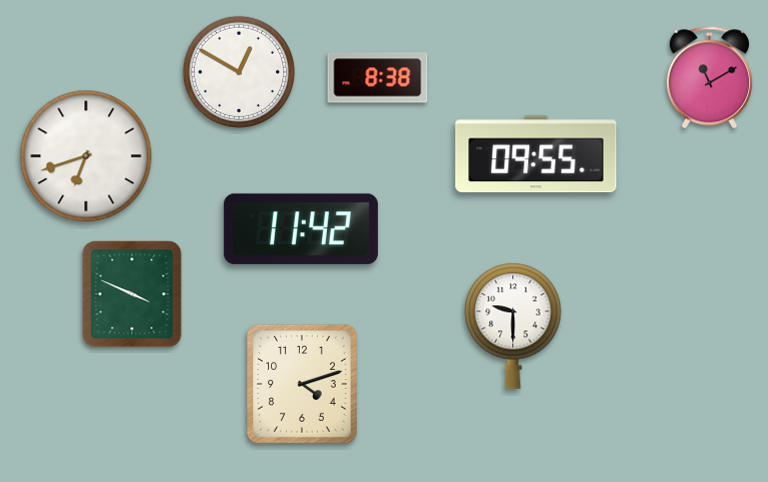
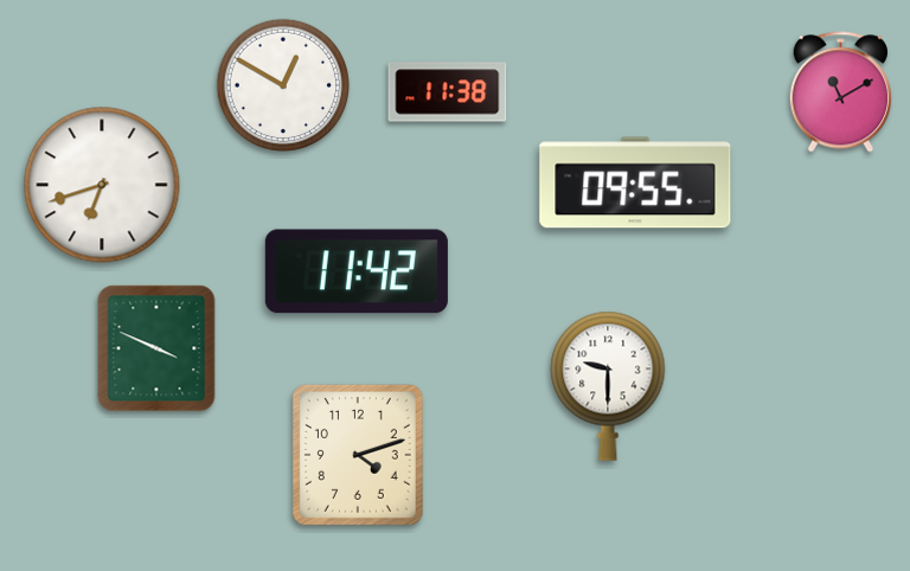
clock at (378, 78): 8:38 -> 11:38
